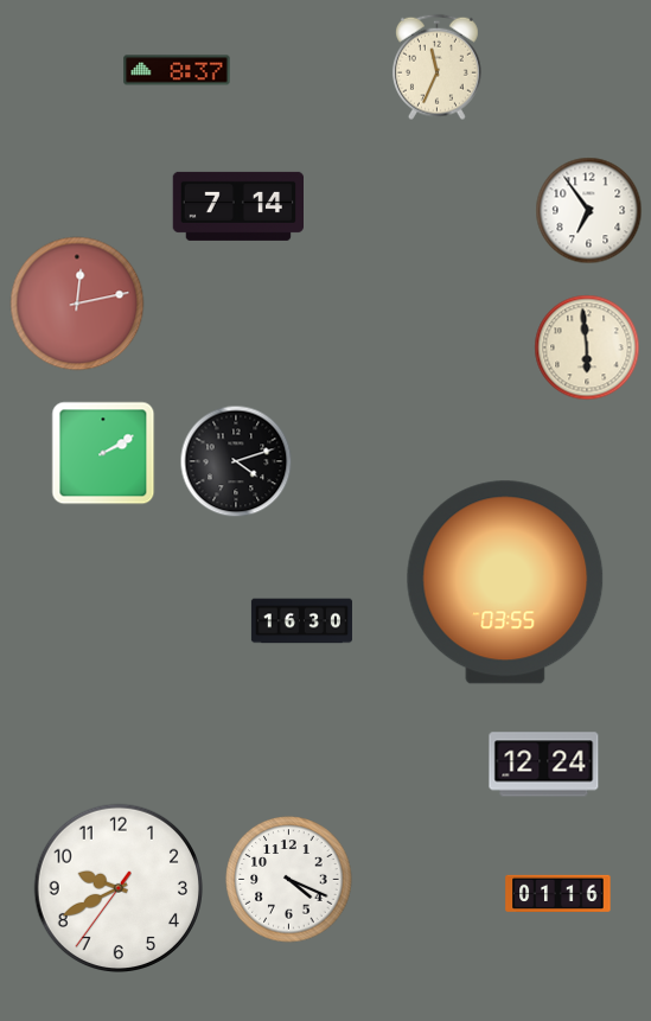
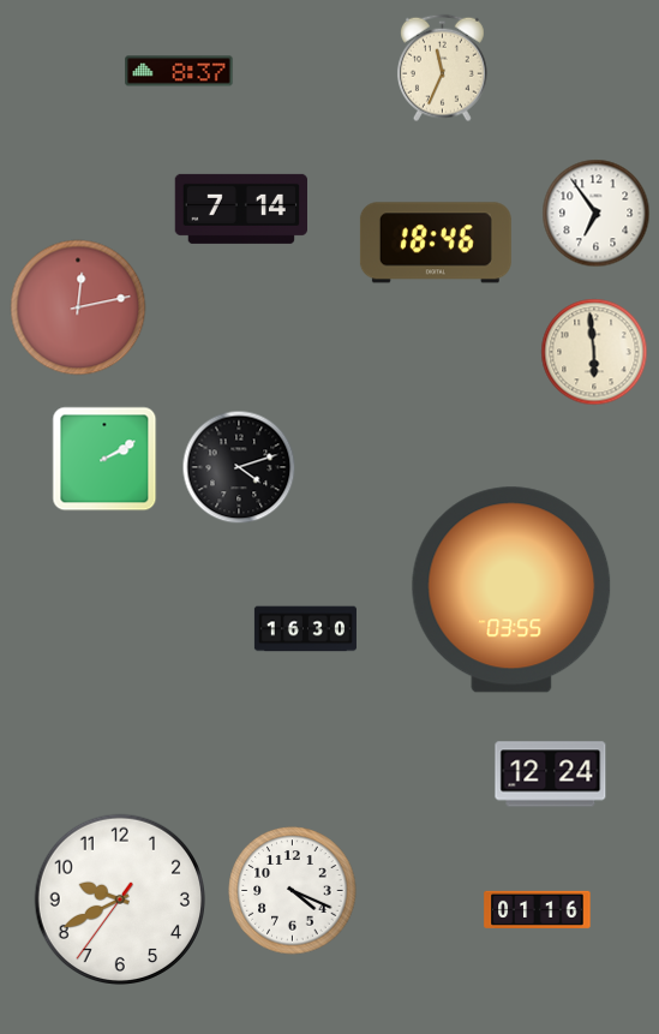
clock at (436, 243): none -> 18:46
clock at (559, 894) position: (559, 894) -> (538, 910)
